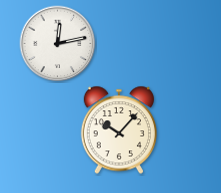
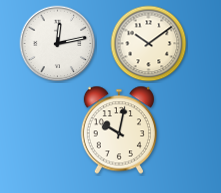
clock at (149, 44): none -> 10:09
clock at (119, 130): 10:07 -> 10:02
